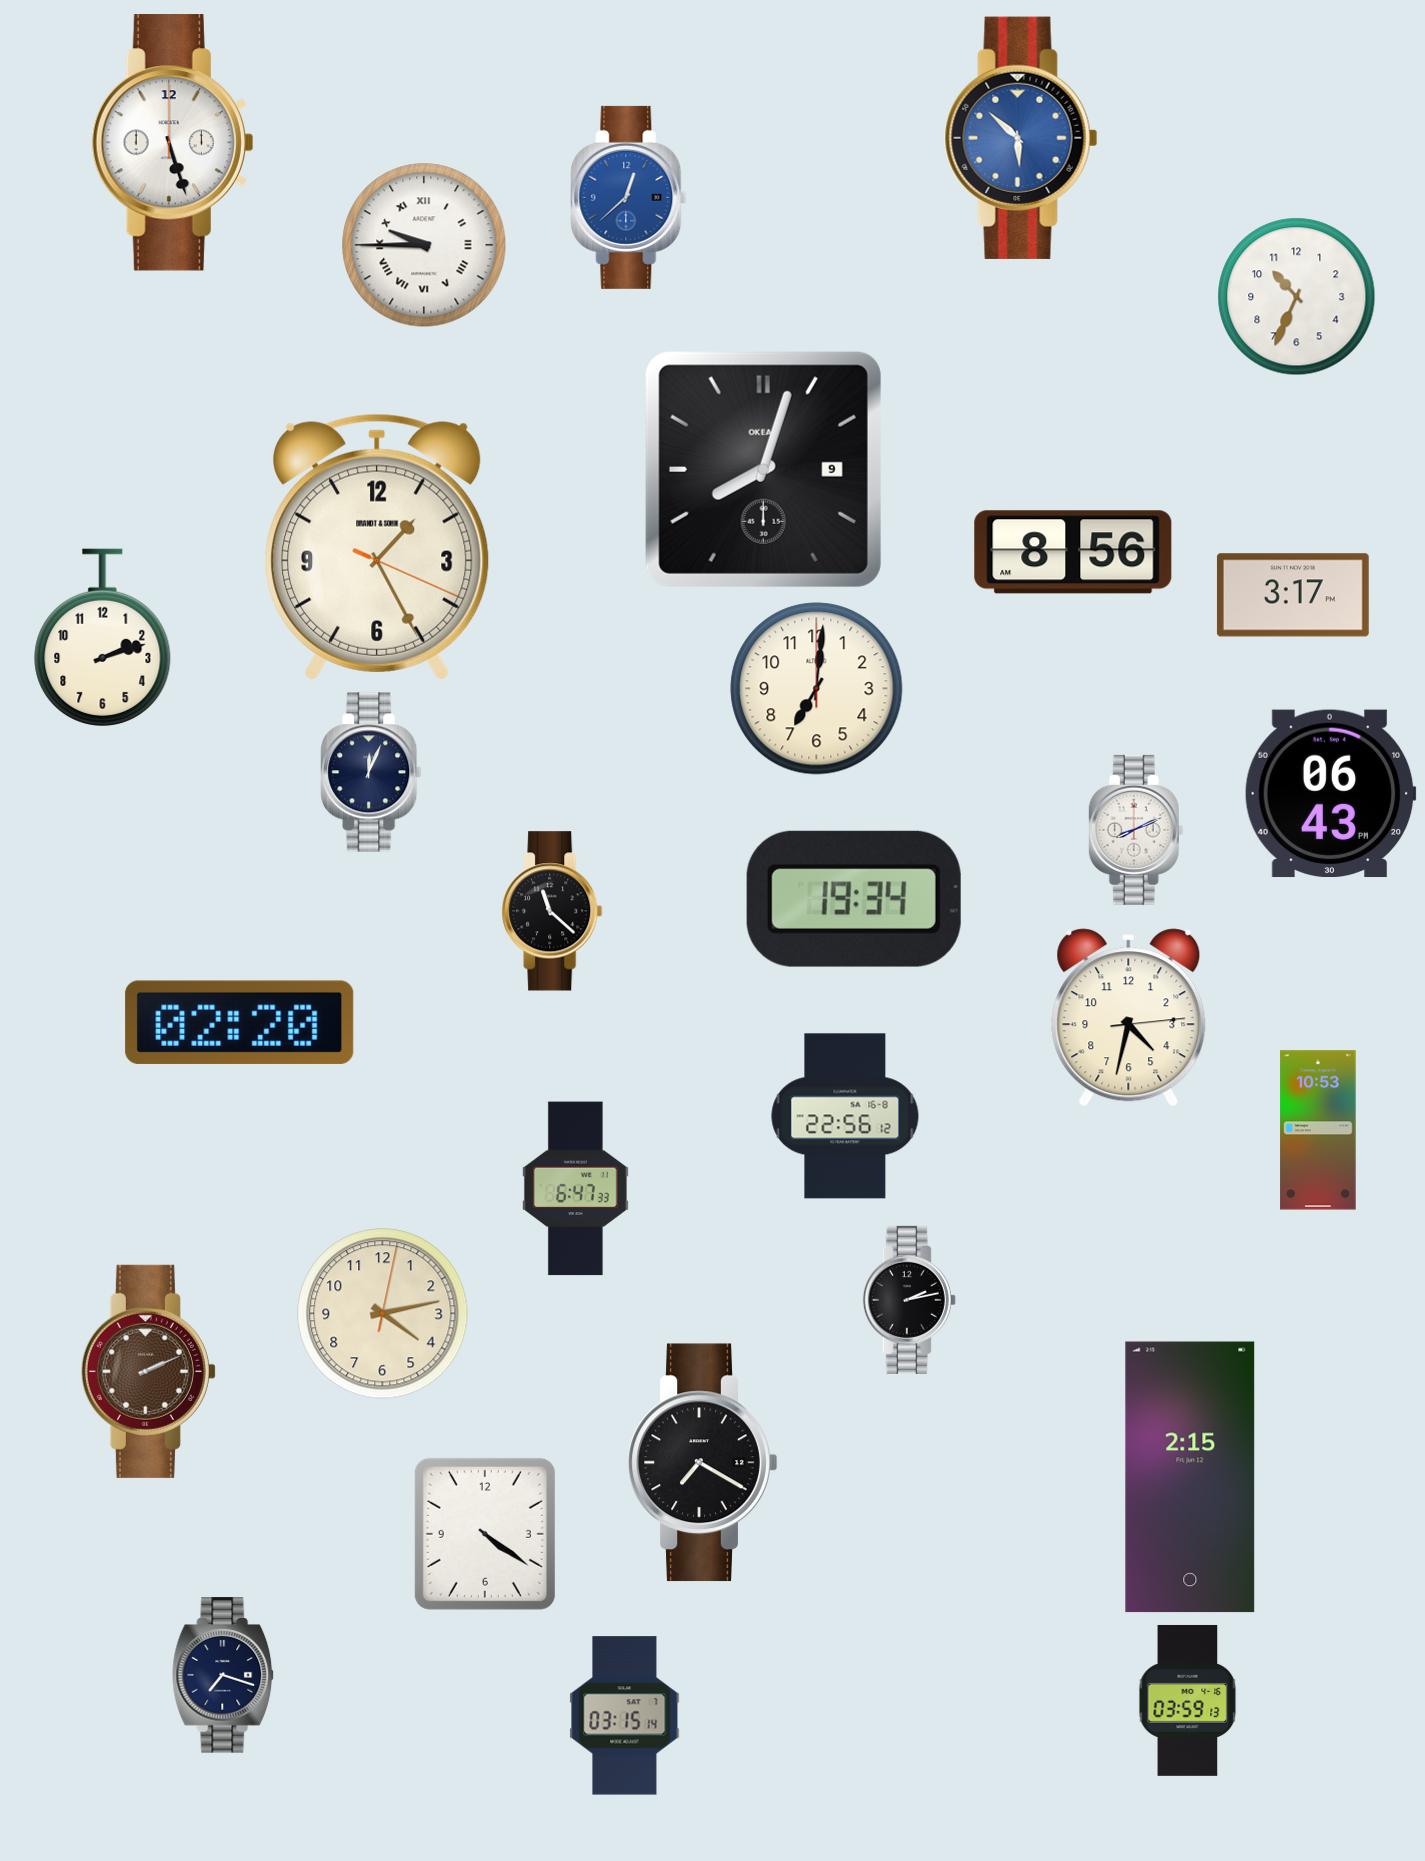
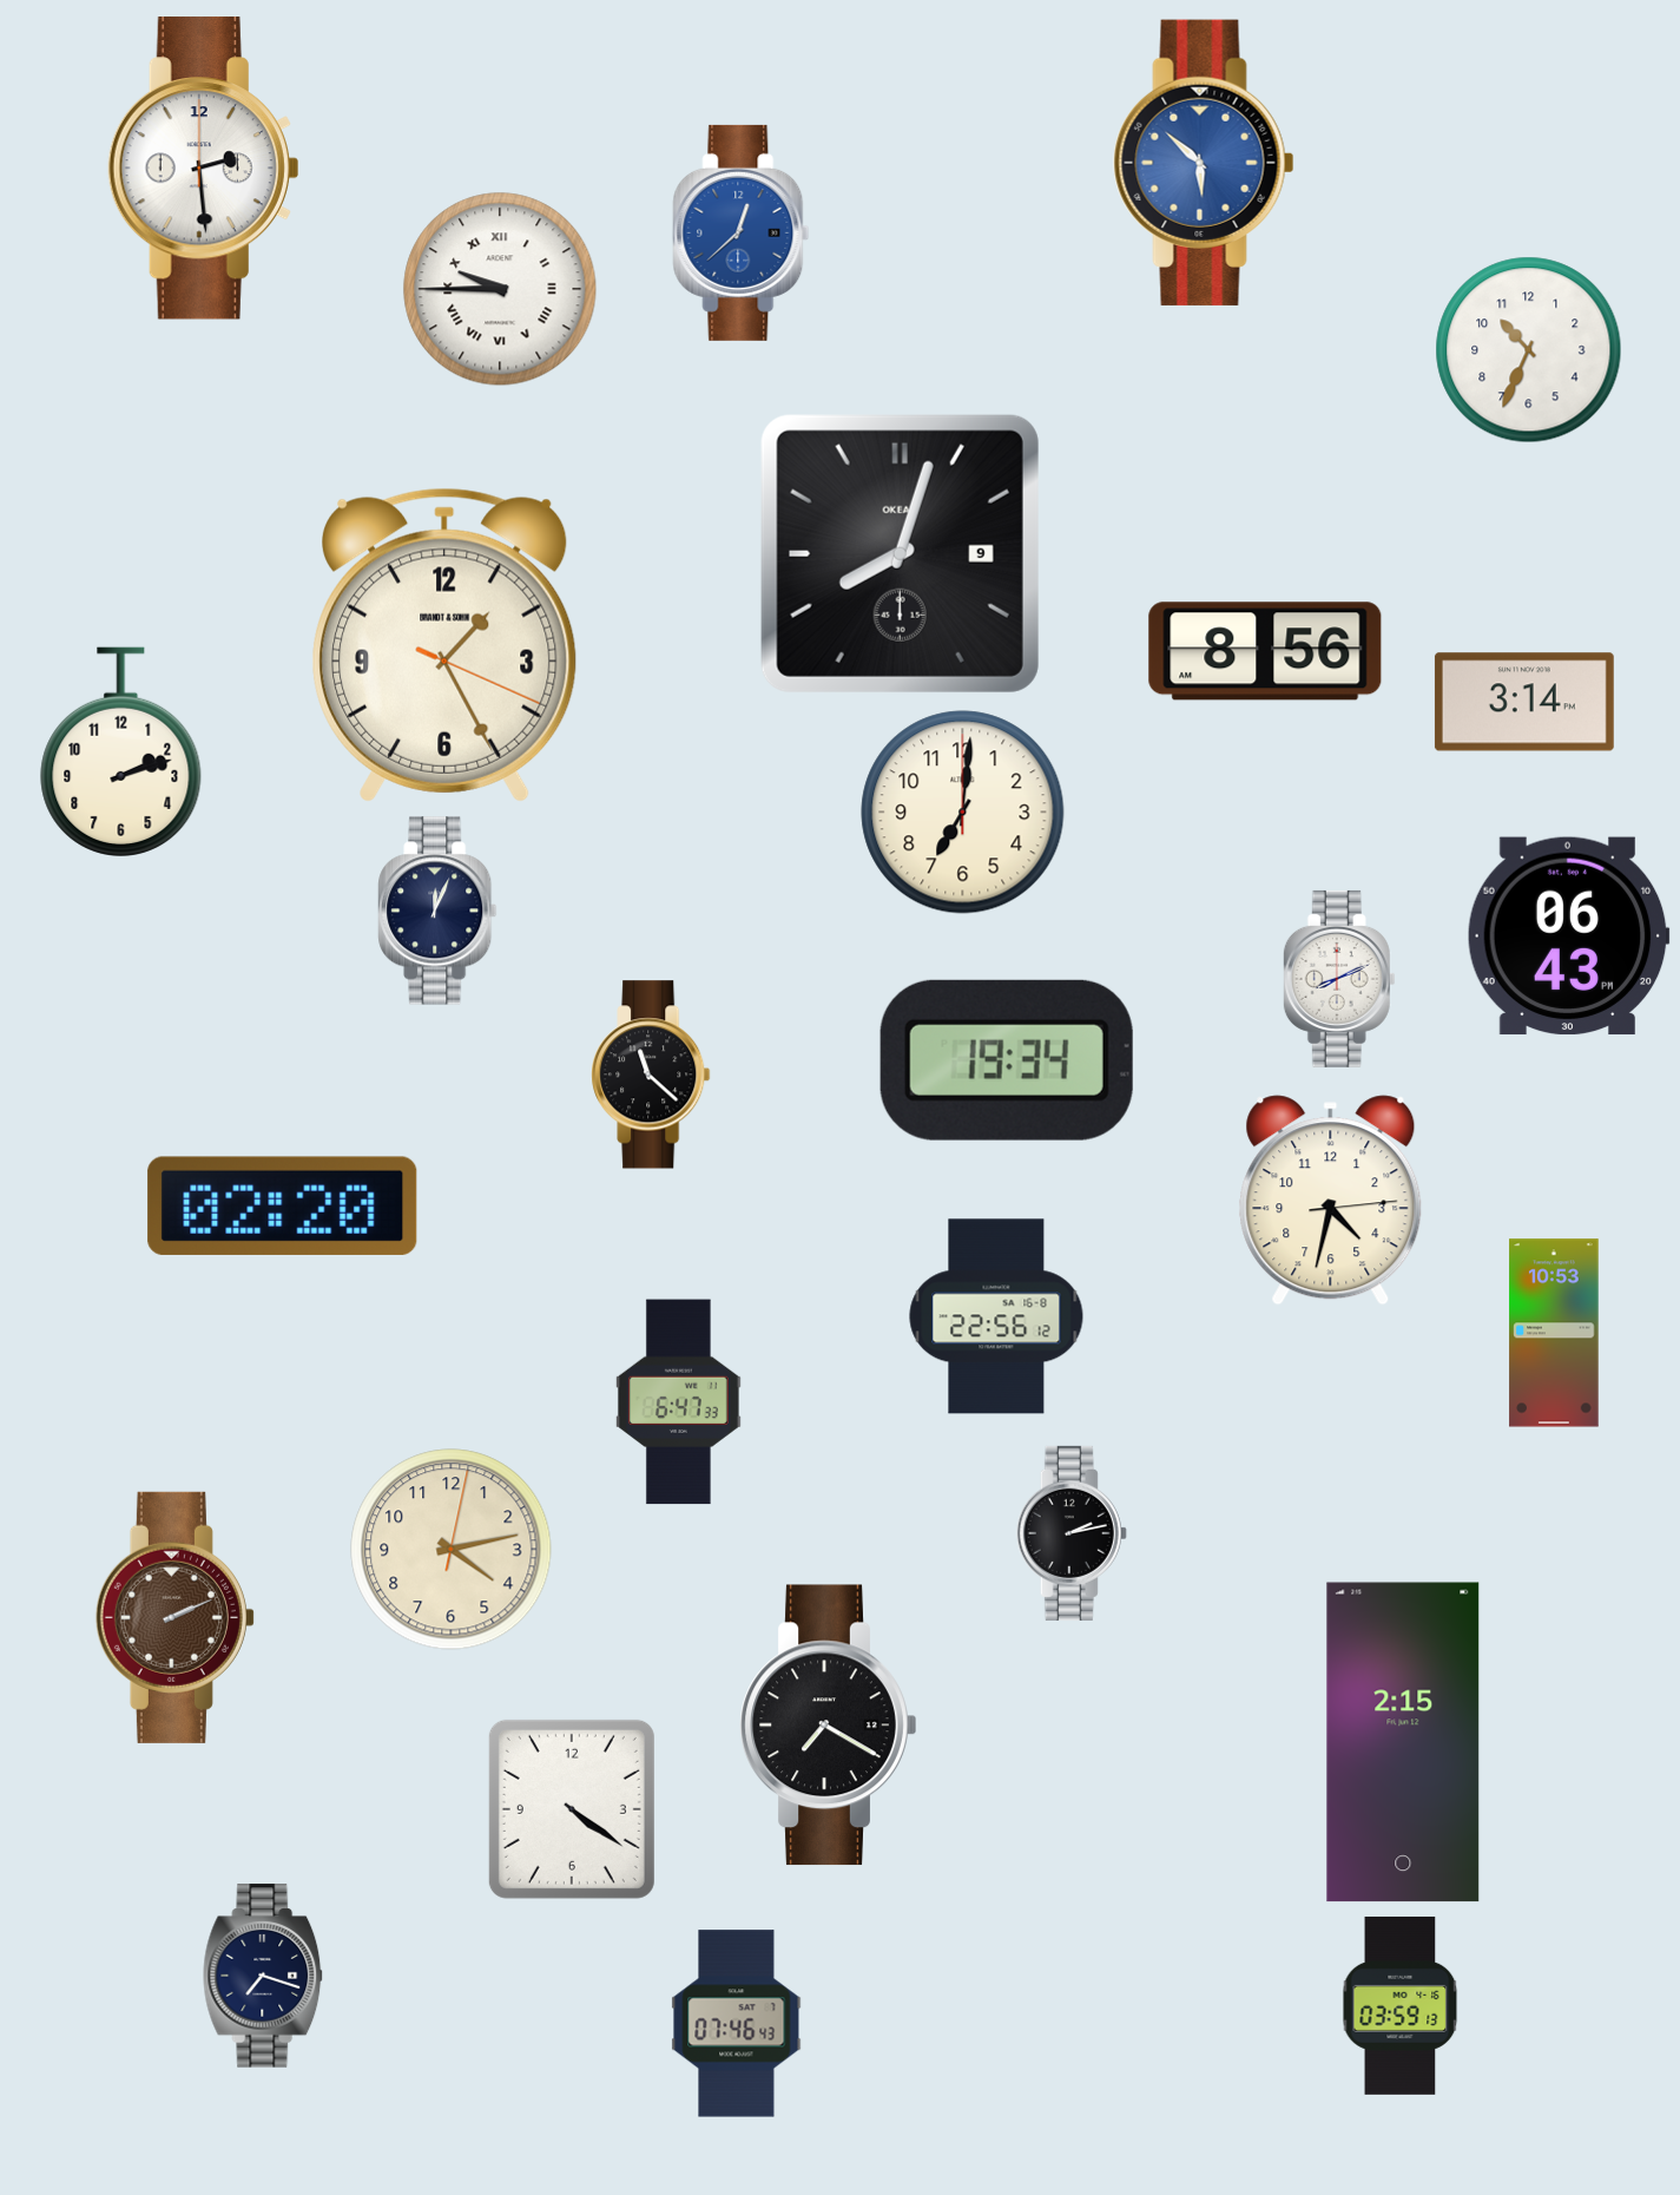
clock at (172, 143): 5:27 -> 2:29
clock at (1293, 595): 3:17 -> 3:14
clock at (625, 1716): 03:15 -> 07:46
